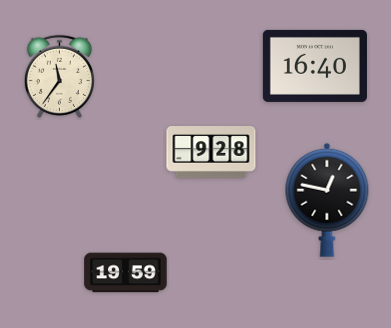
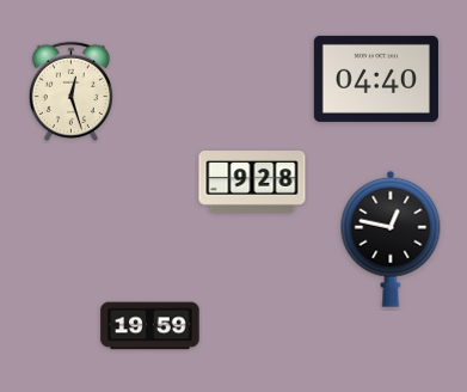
clock at (315, 66): 16:40 -> 04:40
clock at (59, 76): 11:36 -> 12:27
